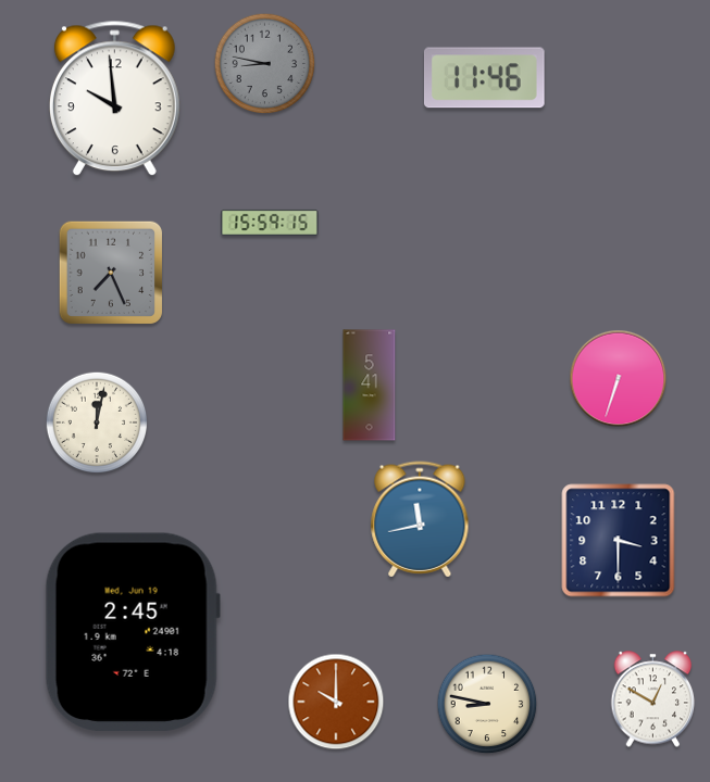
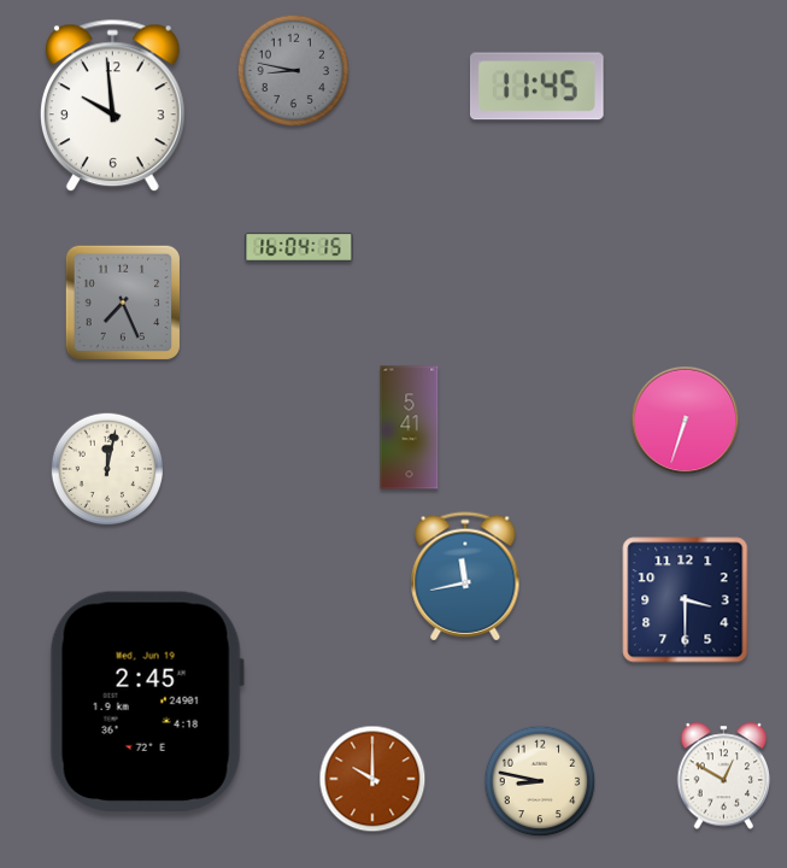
clock at (484, 78): 11:46 -> 11:45
clock at (114, 99) position: (114, 99) -> (112, 106)
clock at (270, 223): 15:59 -> 16:04
